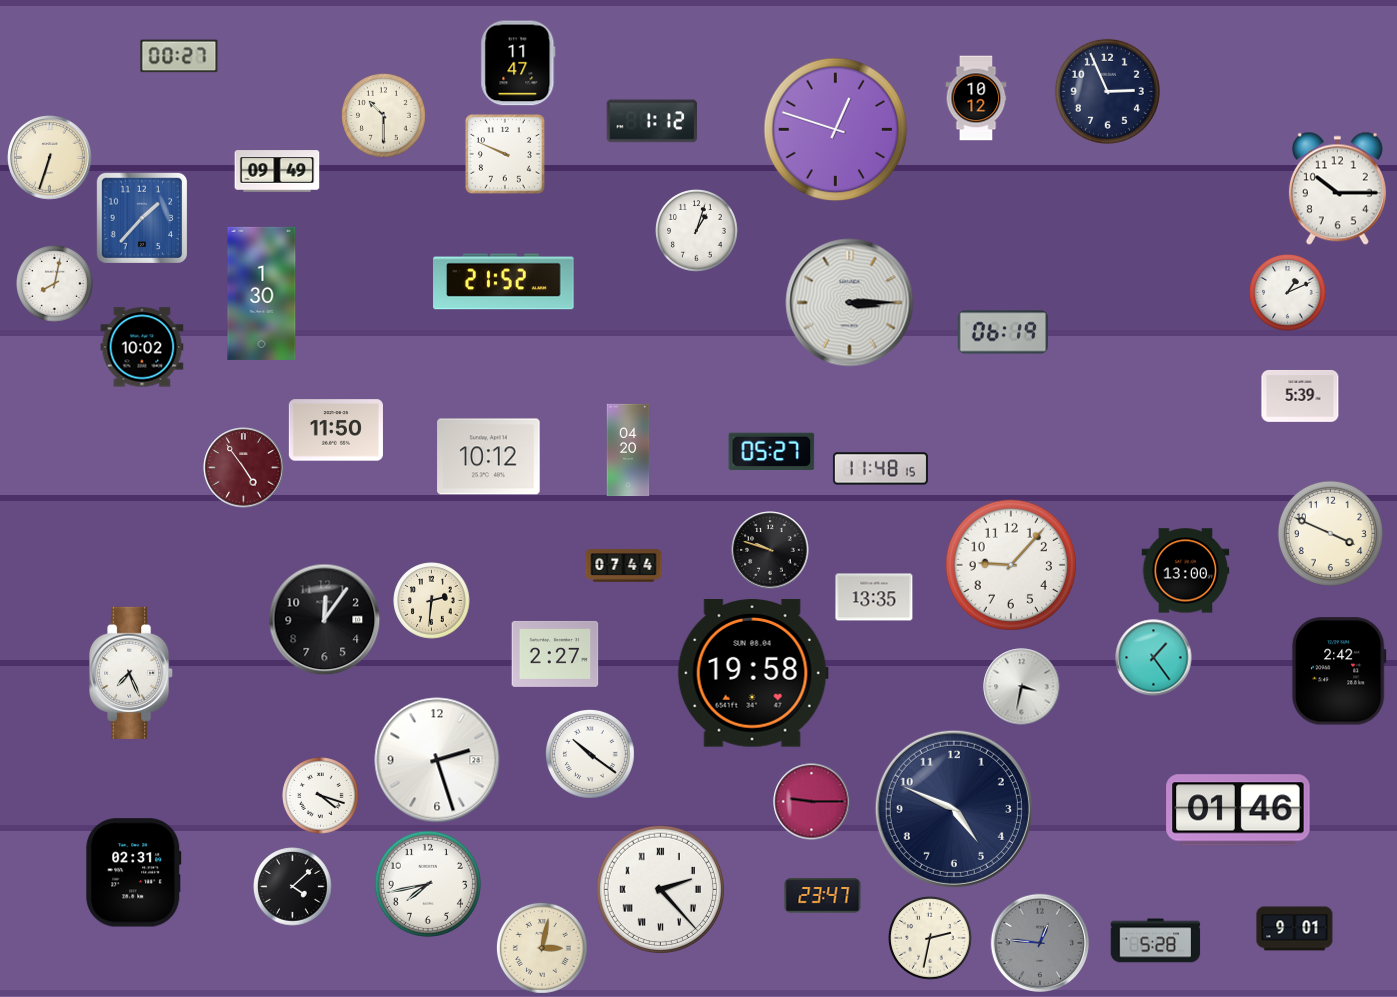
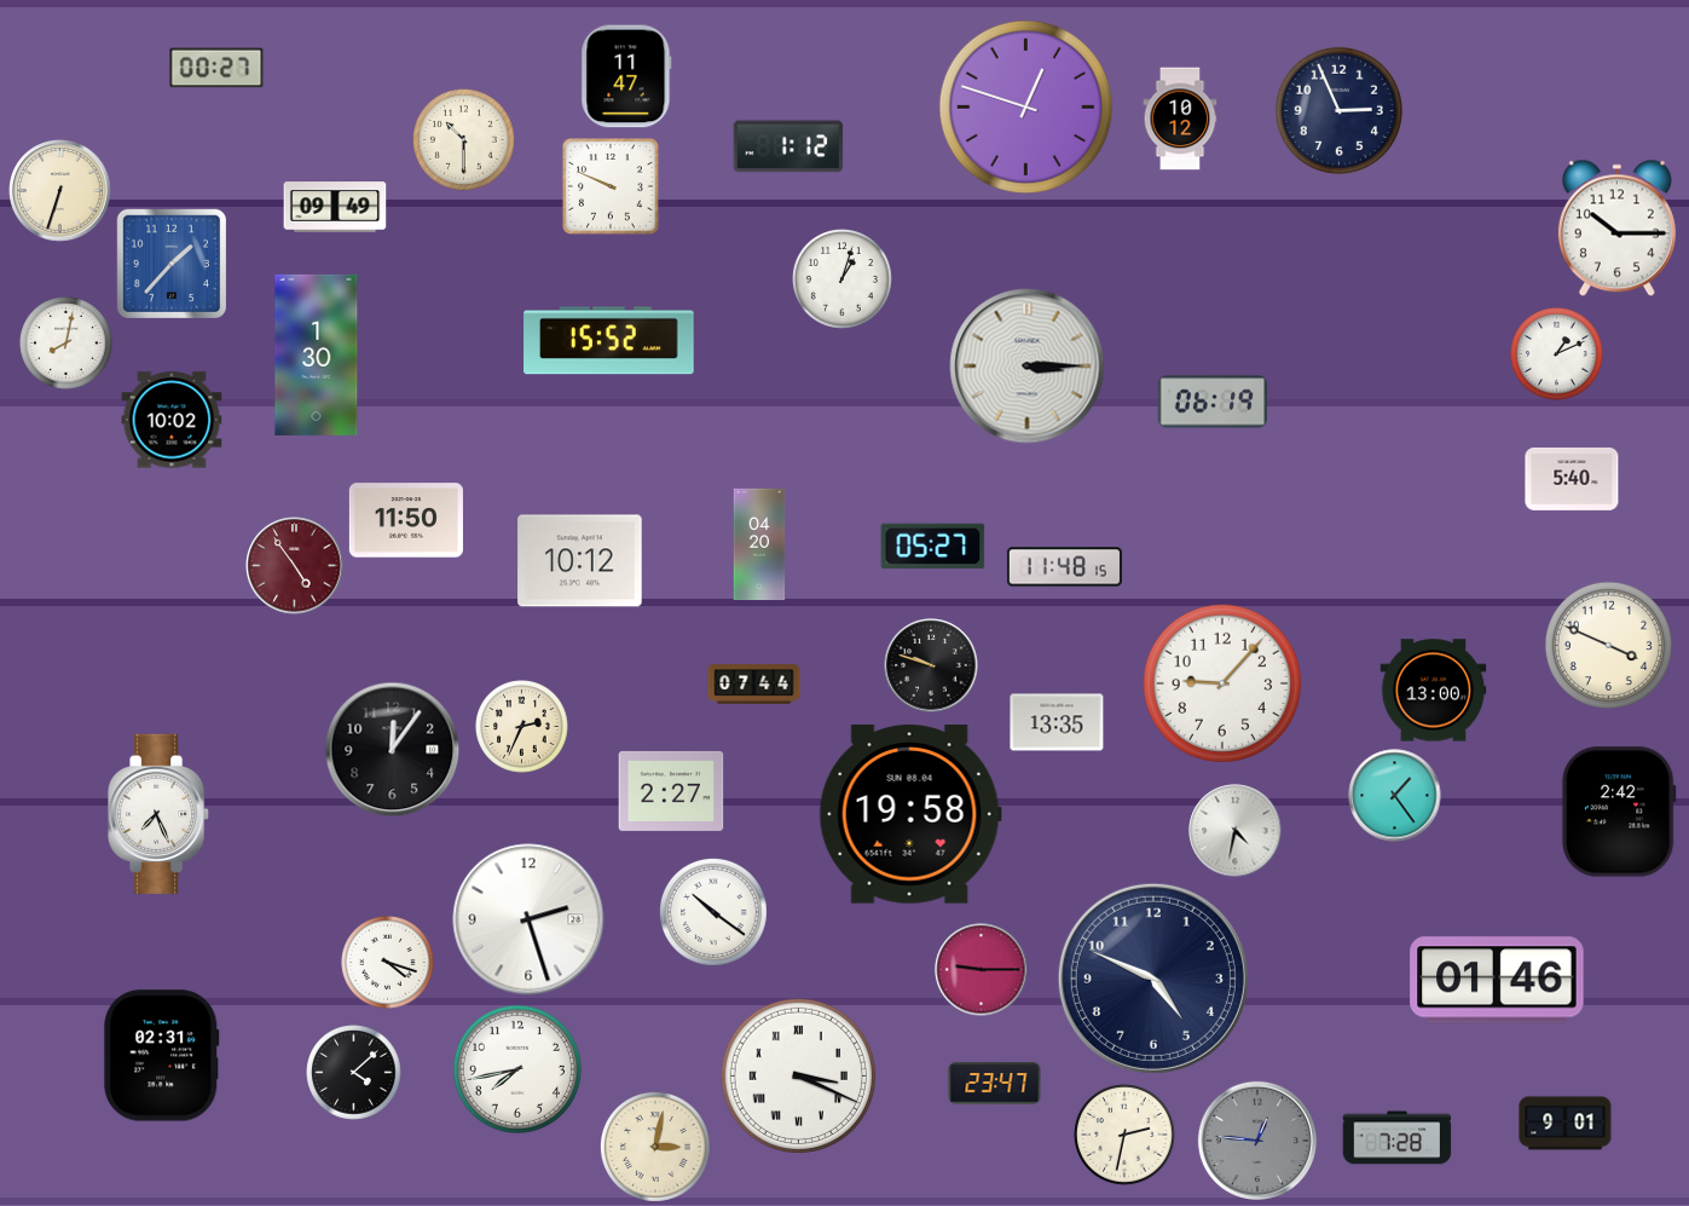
clock at (836, 130) position: (836, 130) -> (1026, 108)
clock at (504, 282): 21:52 -> 15:52
clock at (1300, 396): 5:39 -> 5:40
clock at (489, 457) position: (489, 457) -> (580, 561)
clock at (432, 601): 2:31 -> 2:34
clock at (1022, 687): 3:32 -> 4:32
clock at (660, 889): 2:23 -> 3:19
clock at (1156, 941): 5:28 -> 7:28
